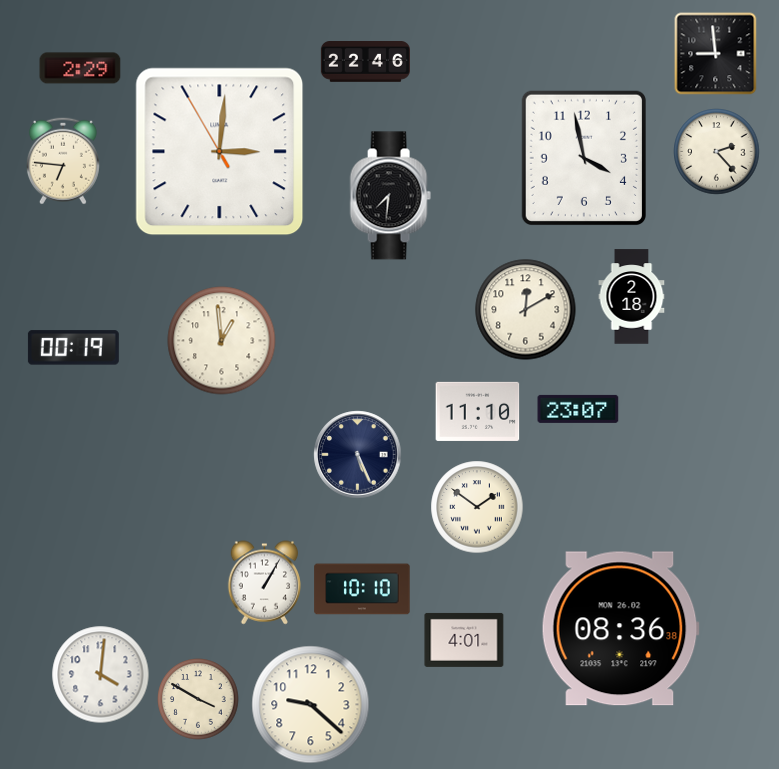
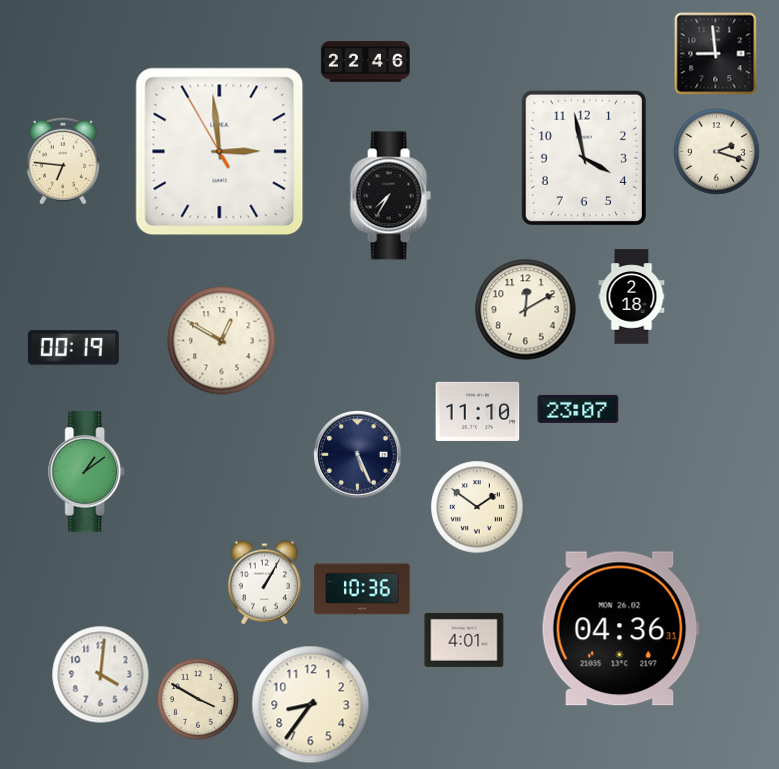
clock at (80, 68): 2:29 -> none
clock at (220, 152): 3:00 -> 2:58
clock at (717, 152): 2:23 -> 2:18
clock at (390, 196): 7:31 -> 7:35
clock at (222, 341): 12:59 -> 12:50
clock at (87, 472): none -> 1:09
clock at (362, 589): 10:10 -> 10:36
clock at (620, 629): 08:36 -> 04:36
clock at (311, 705): 9:22 -> 8:36
